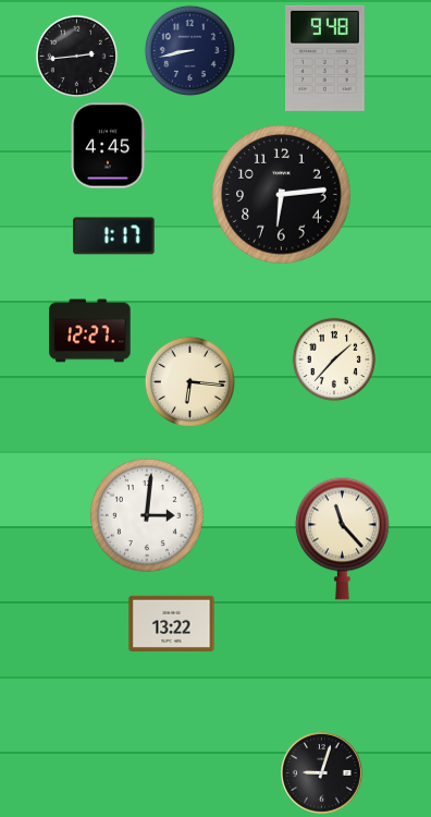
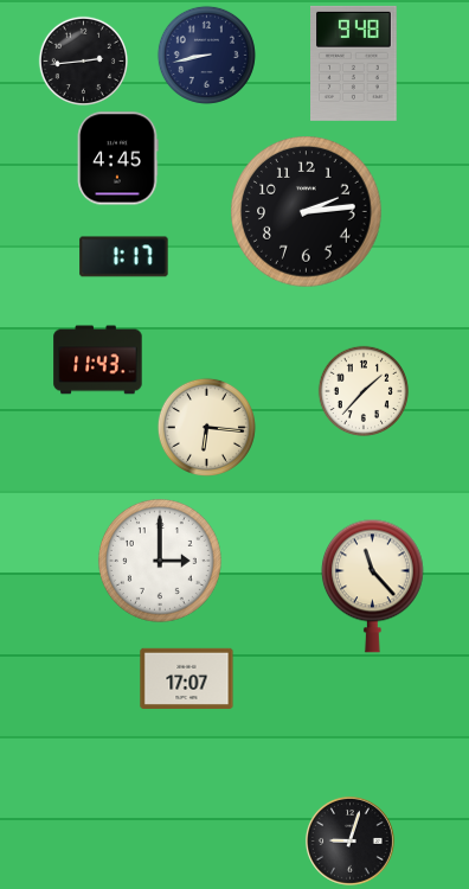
clock at (282, 195): 6:14 -> 2:14
clock at (90, 331): 12:27 -> 11:43
clock at (189, 381) position: (189, 381) -> (206, 427)
clock at (147, 515): 3:01 -> 3:00
clock at (172, 623): 13:22 -> 17:07
